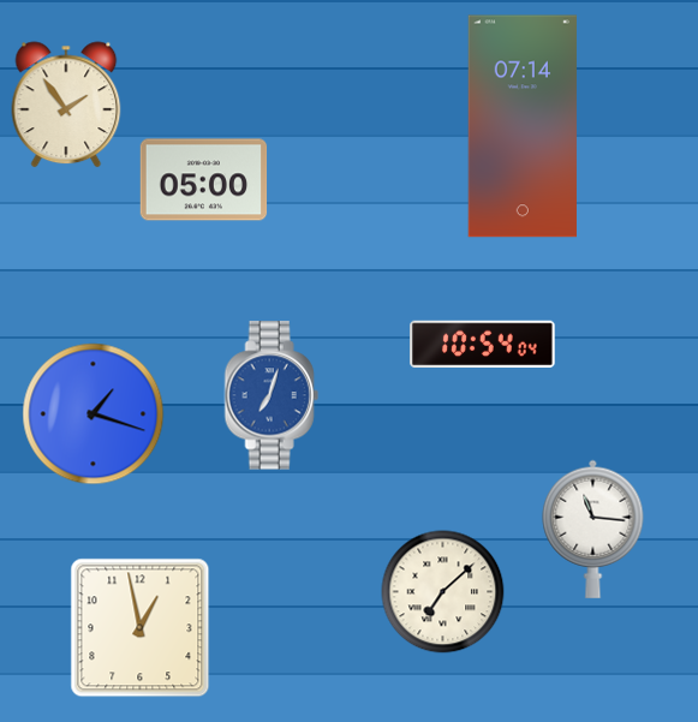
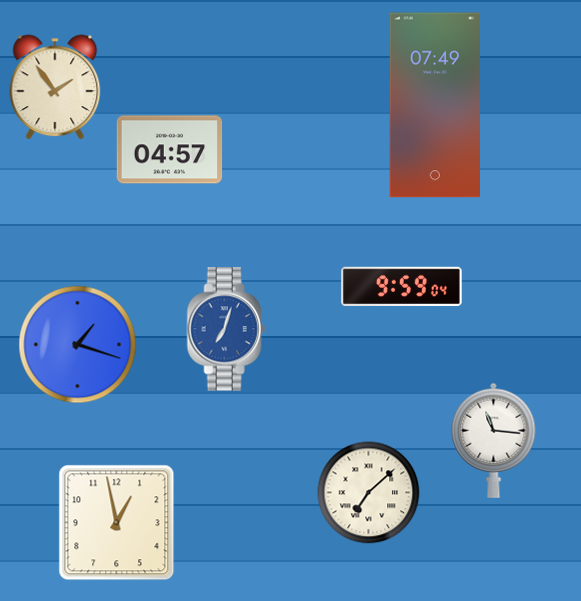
clock at (523, 126): 07:14 -> 07:49
clock at (204, 180): 05:00 -> 04:57
clock at (483, 344): 10:54 -> 9:59
